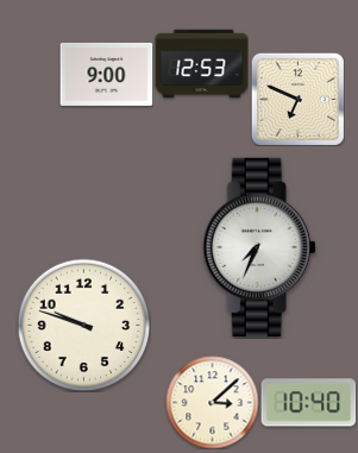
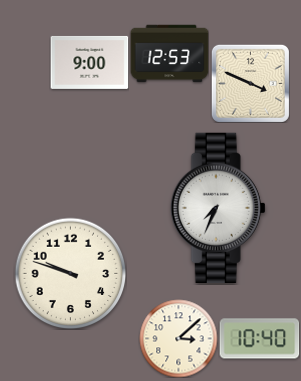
clock at (297, 99): 6:49 -> 3:49
